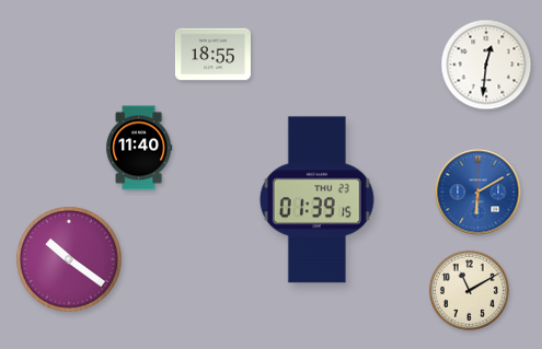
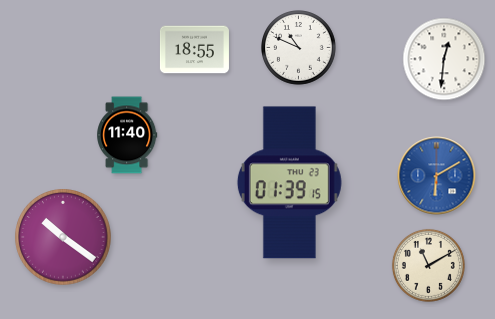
clock at (299, 48): none -> 10:49
